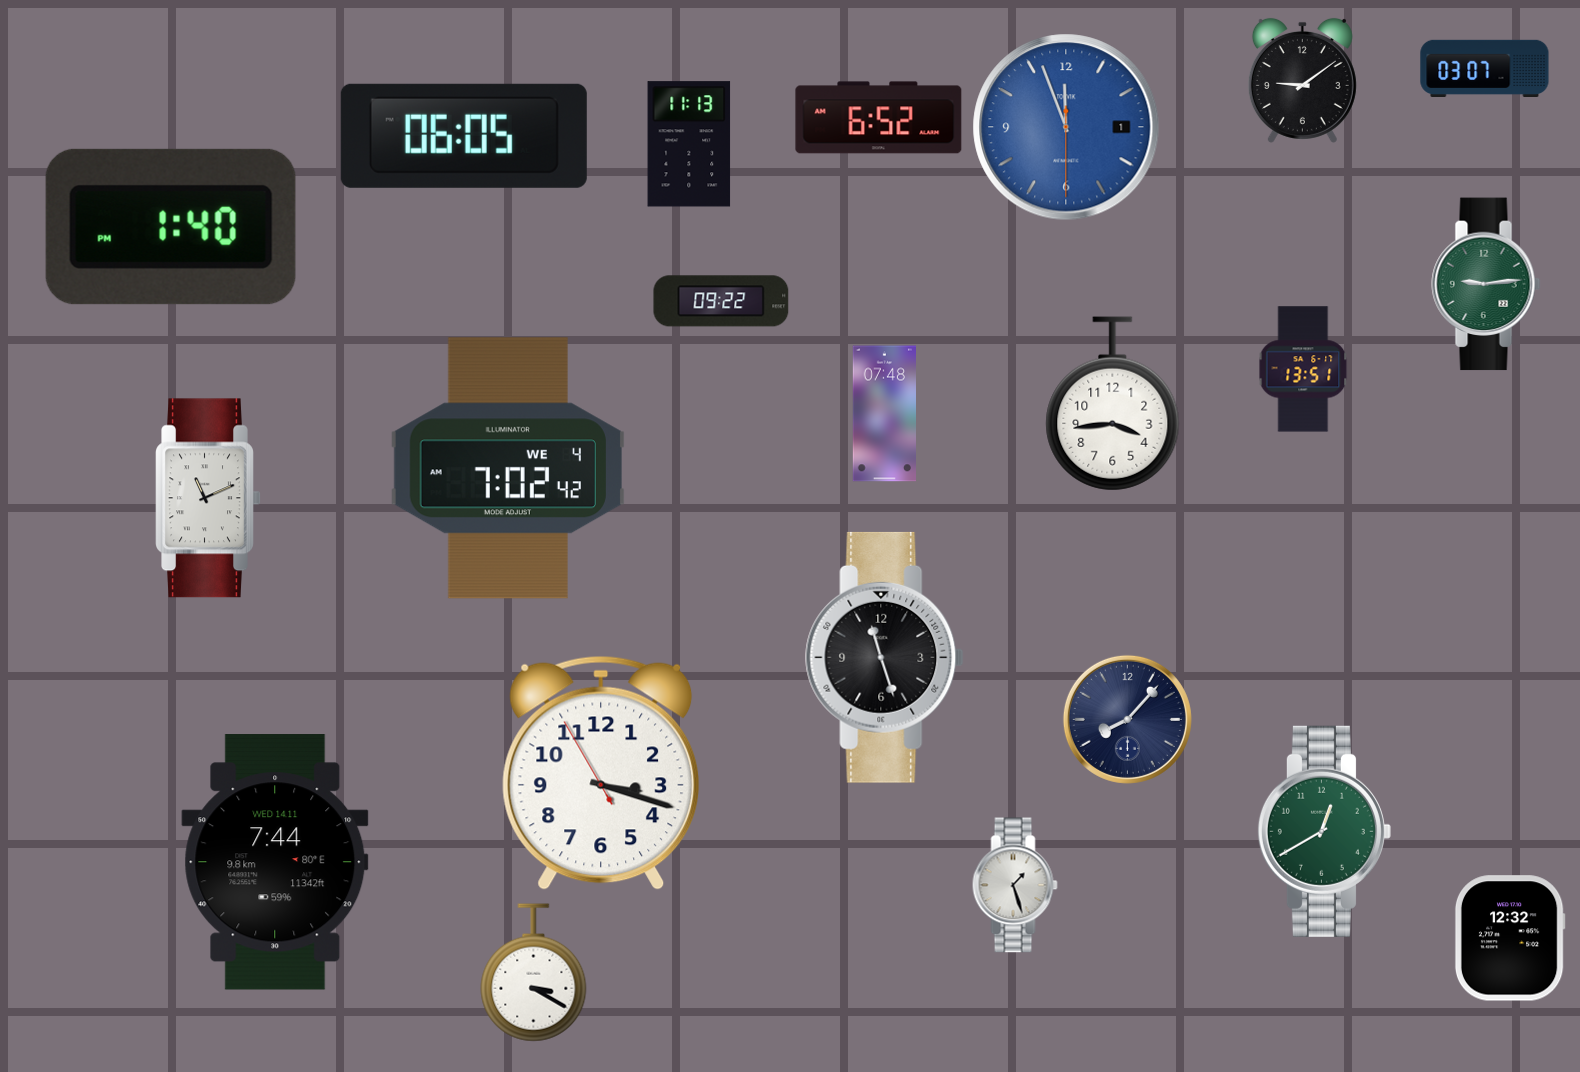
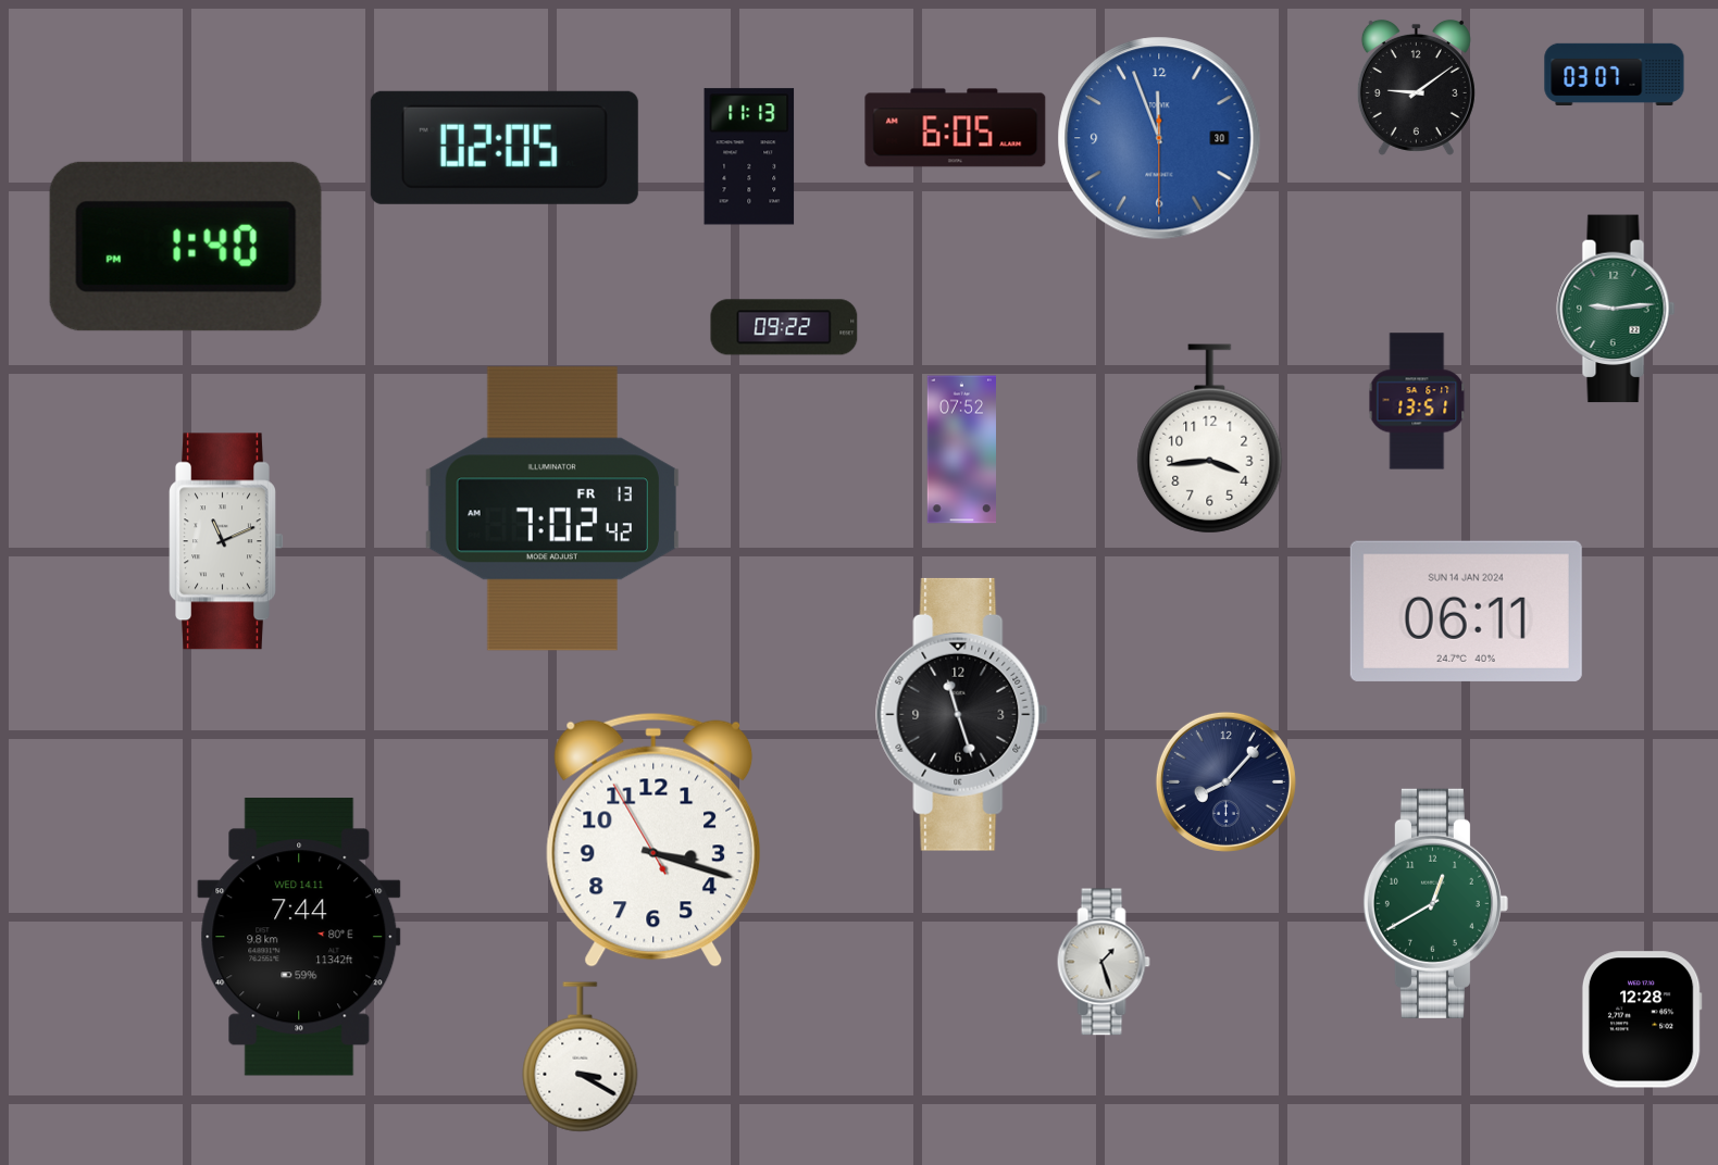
clock at (879, 118): 6:52 -> 6:05
clock at (1066, 127) date: 1 -> 30
clock at (464, 136): 06:05 -> 02:05
clock at (884, 414): 07:48 -> 07:52
clock at (508, 468) date: WE 4 -> FR 13
clock at (1466, 611): none -> 06:11
clock at (1324, 831) position: (1324, 831) -> (1435, 903)
clock at (1510, 938): 12:32 -> 12:28
